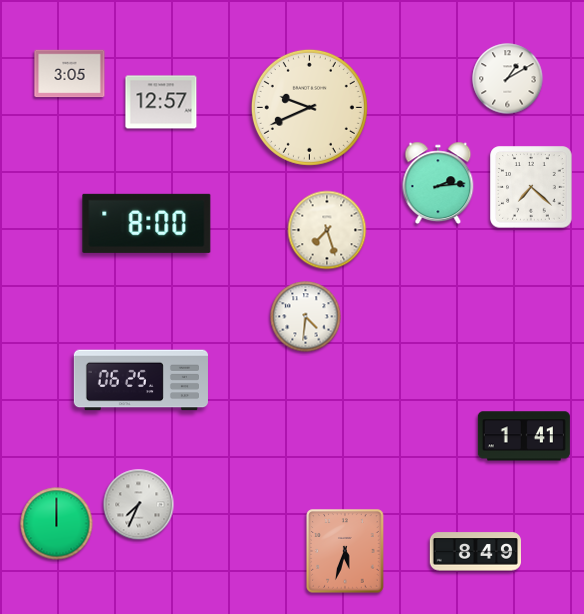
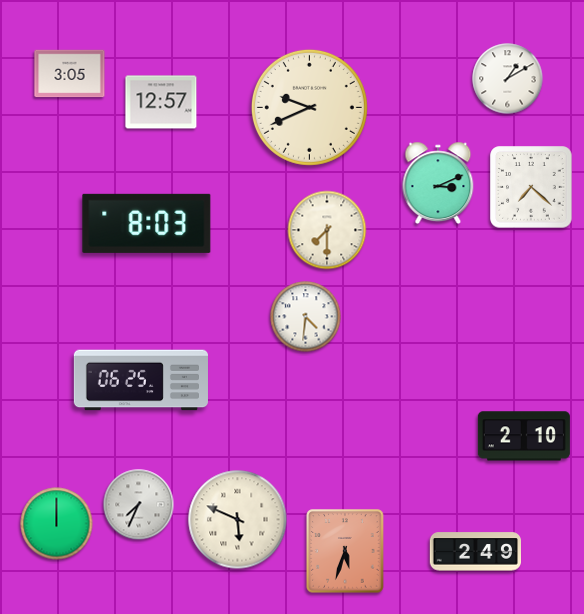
clock at (438, 183): 2:14 -> 3:11
clock at (147, 223): 8:00 -> 8:03
clock at (327, 230): 7:27 -> 7:30
clock at (524, 436): 1:41 -> 2:10
clock at (238, 520): none -> 5:49
clock at (475, 552): 8:49 -> 2:49
